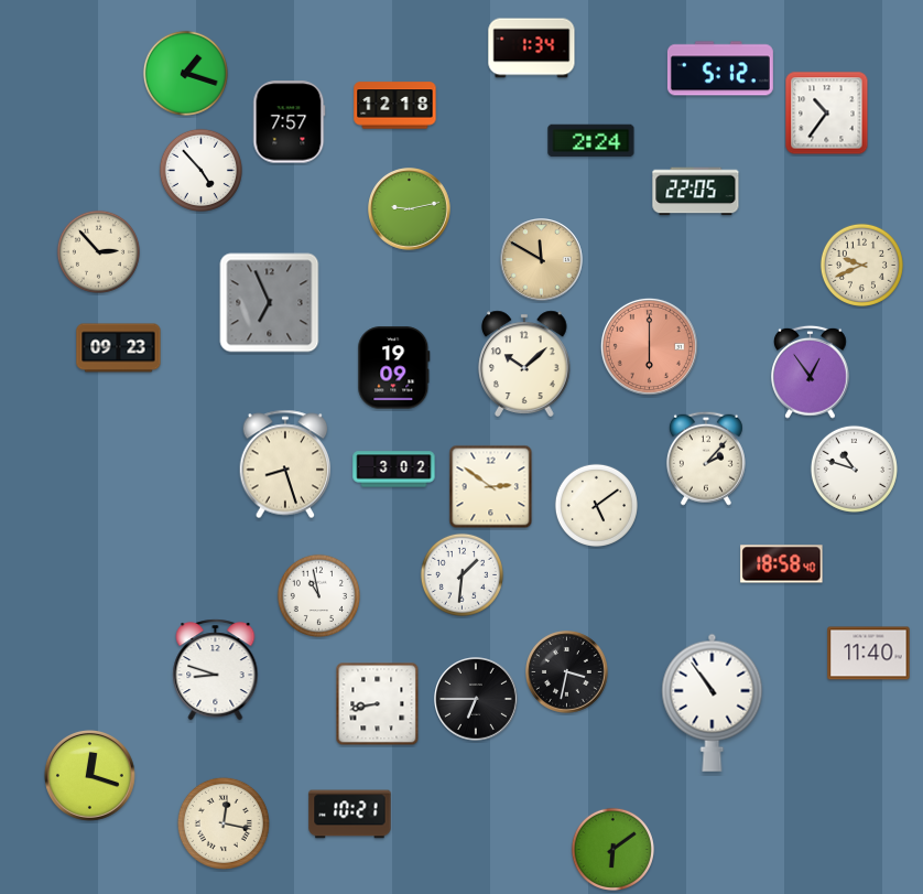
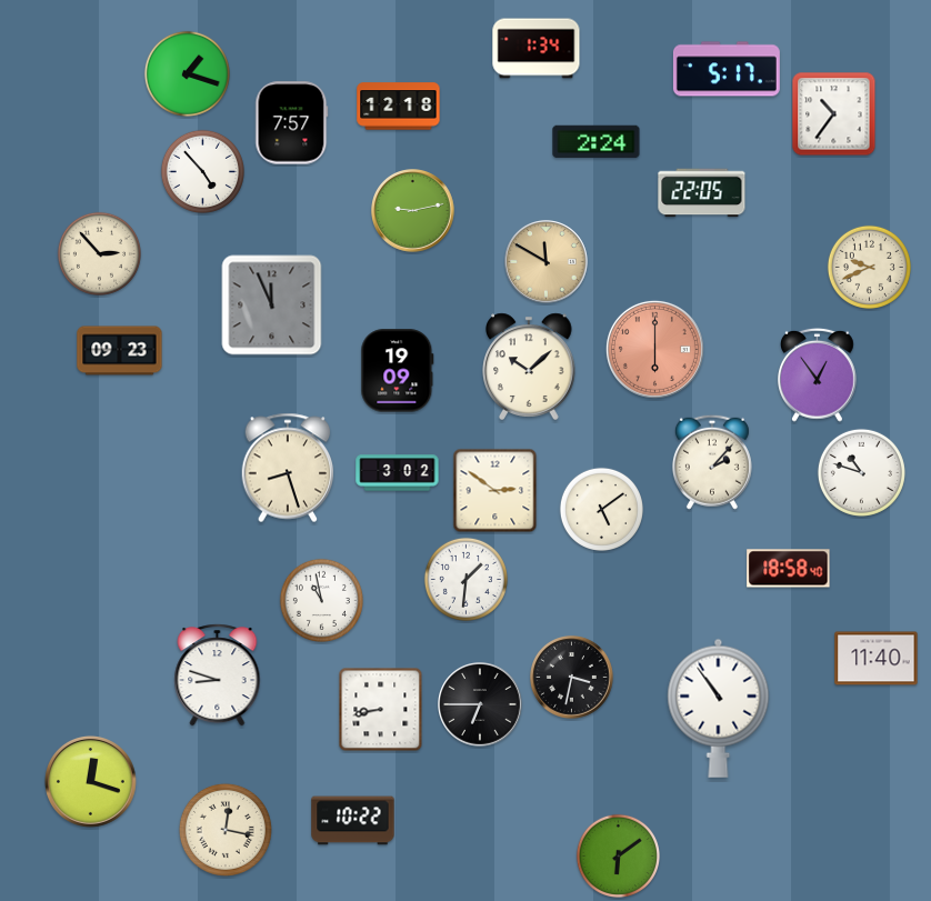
clock at (720, 68): 5:12 -> 5:17
clock at (270, 303): 6:56 -> 11:56
clock at (350, 815): 10:21 -> 10:22
